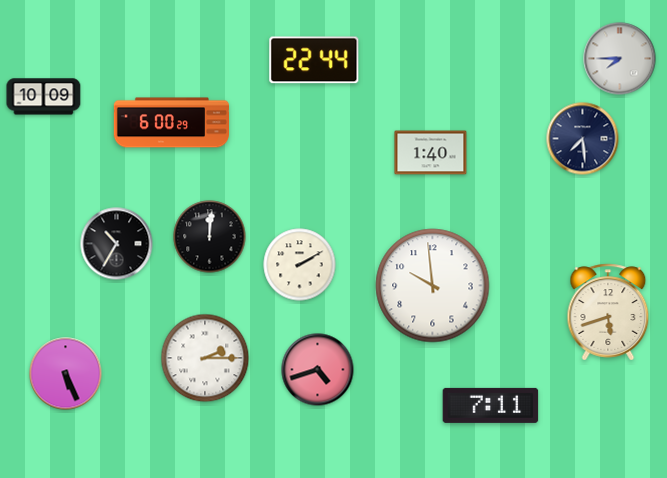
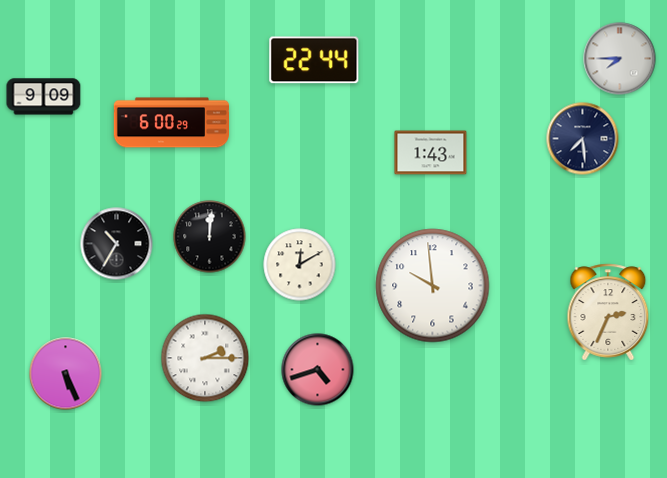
clock at (44, 97): 10:09 -> 9:09
clock at (431, 153): 1:40 -> 1:43
clock at (300, 265): 2:10 -> 12:10
clock at (608, 312): 5:42 -> 2:34
clock at (491, 405): 7:11 -> none
